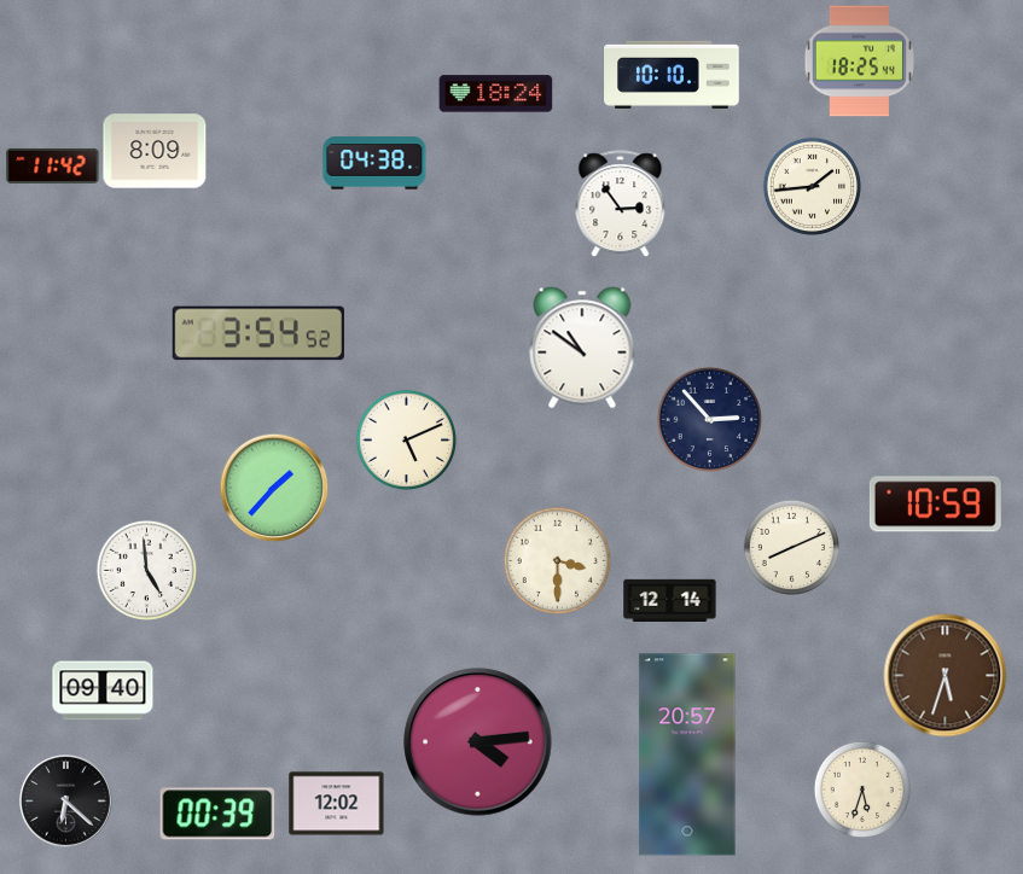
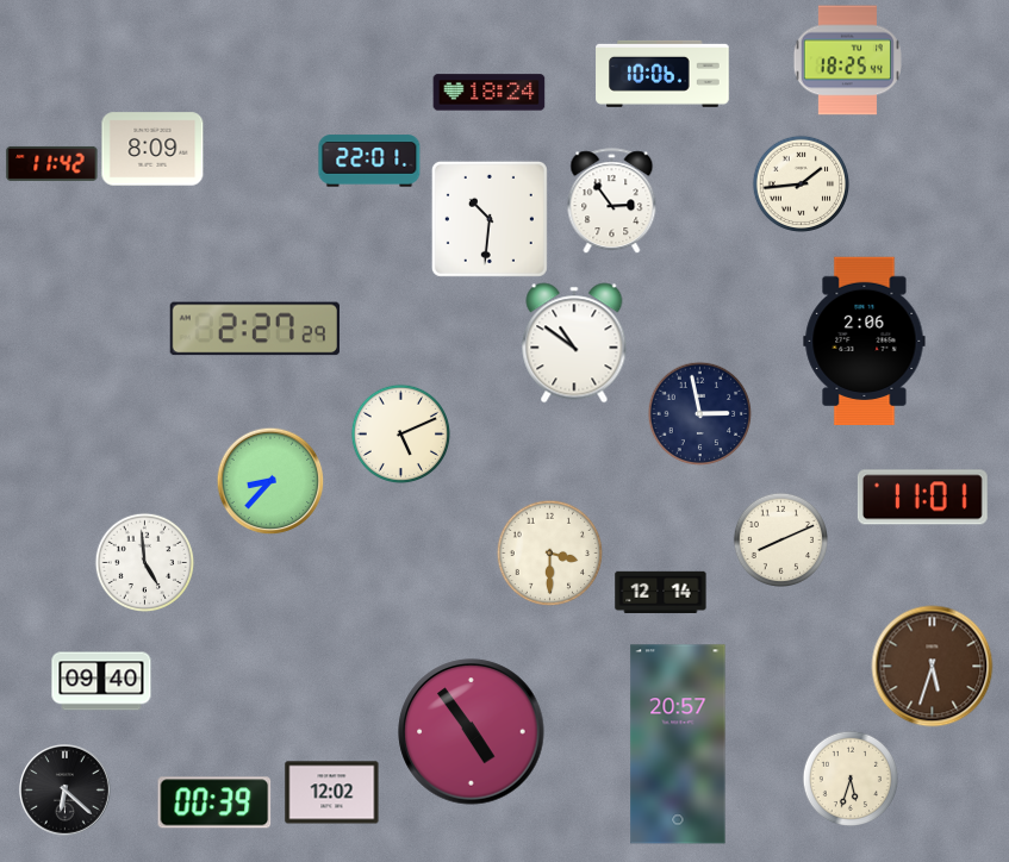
clock at (672, 75): 10:10 -> 10:06
clock at (374, 163): 04:38 -> 22:01
clock at (490, 219): none -> 10:31
clock at (258, 333): 3:54 -> 2:27
clock at (865, 342): none -> 2:06
clock at (709, 419): 2:53 -> 2:58
clock at (274, 488): 1:37 -> 8:37
clock at (935, 505): 10:59 -> 11:01
clock at (478, 742): 4:14 -> 4:54
